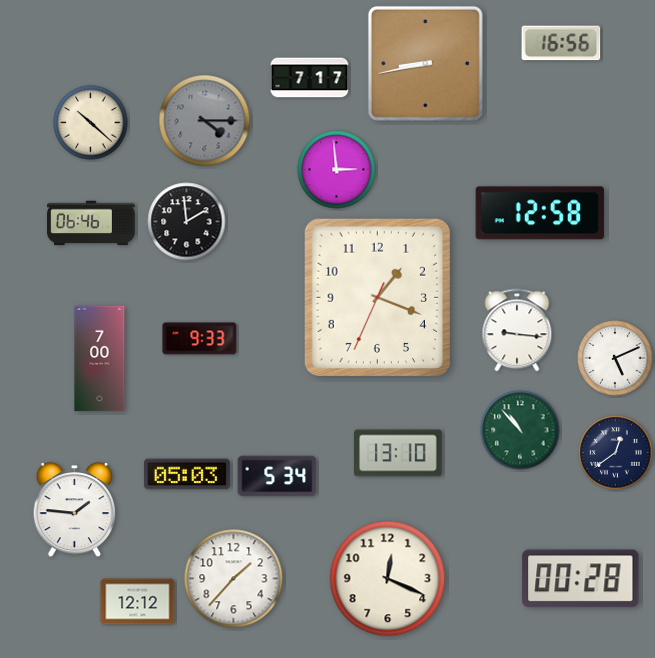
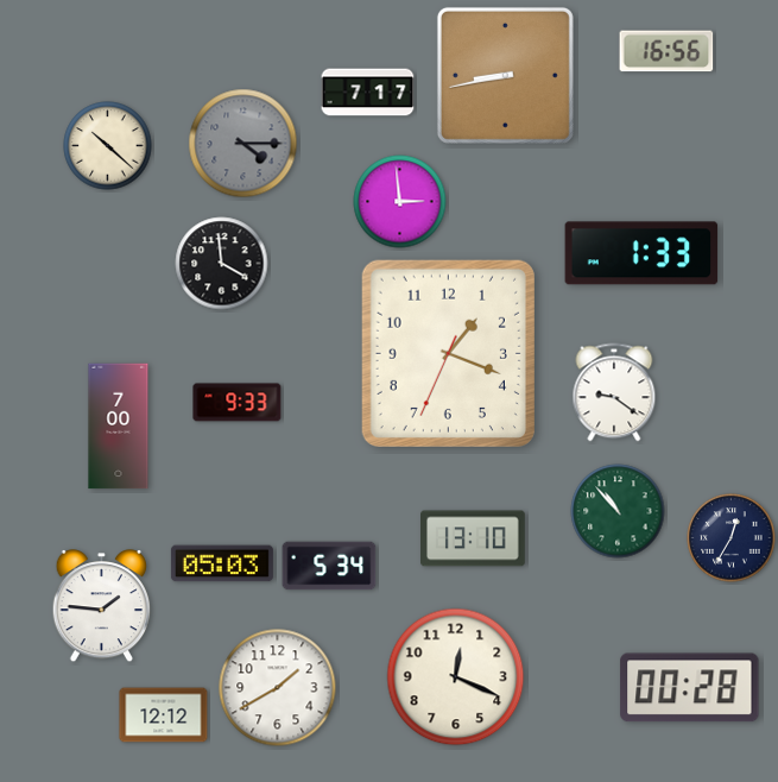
clock at (540, 213): 12:58 -> 1:33
clock at (187, 222): 1:59 -> 3:59
clock at (91, 223): 06:46 -> none
clock at (517, 330): 9:16 -> 9:21
clock at (615, 358): 5:11 -> none
clock at (616, 453): 12:39 -> 12:35
clock at (75, 511) position: (75, 511) -> (102, 607)
clock at (234, 579): 1:37 -> 1:40
clock at (388, 579) position: (388, 579) -> (456, 677)
